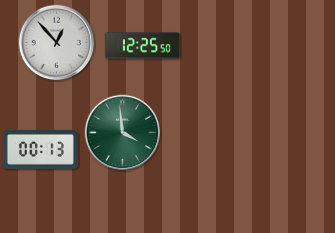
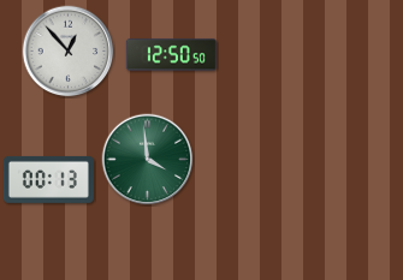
clock at (142, 46): 12:25 -> 12:50
